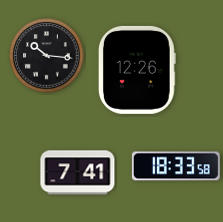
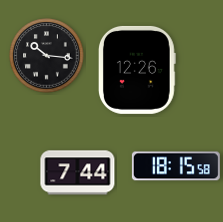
clock at (176, 166): 18:33 -> 18:15
clock at (78, 173): 7:41 -> 7:44
